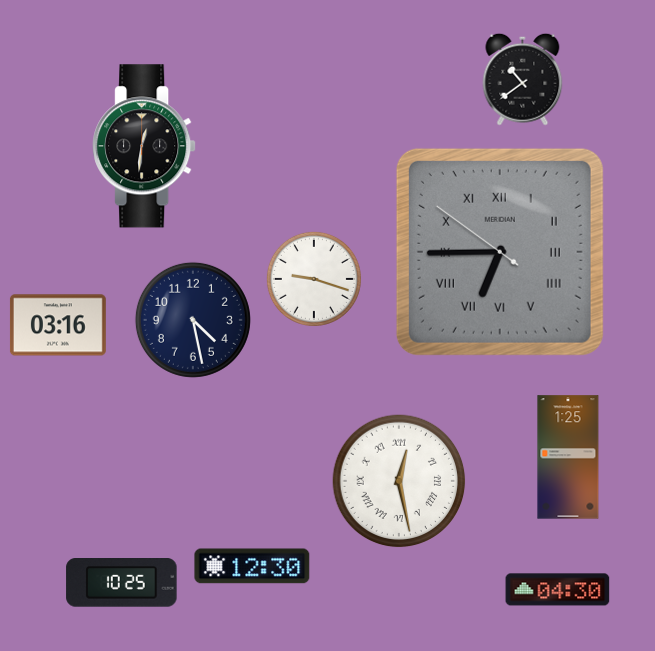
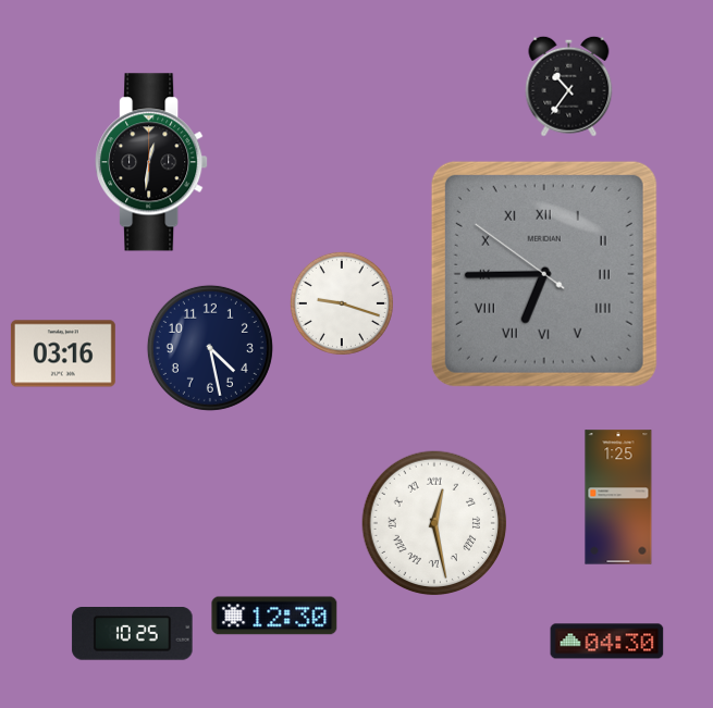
clock at (523, 79): 10:39 -> 10:36
clock at (144, 146) position: (144, 146) -> (151, 162)
